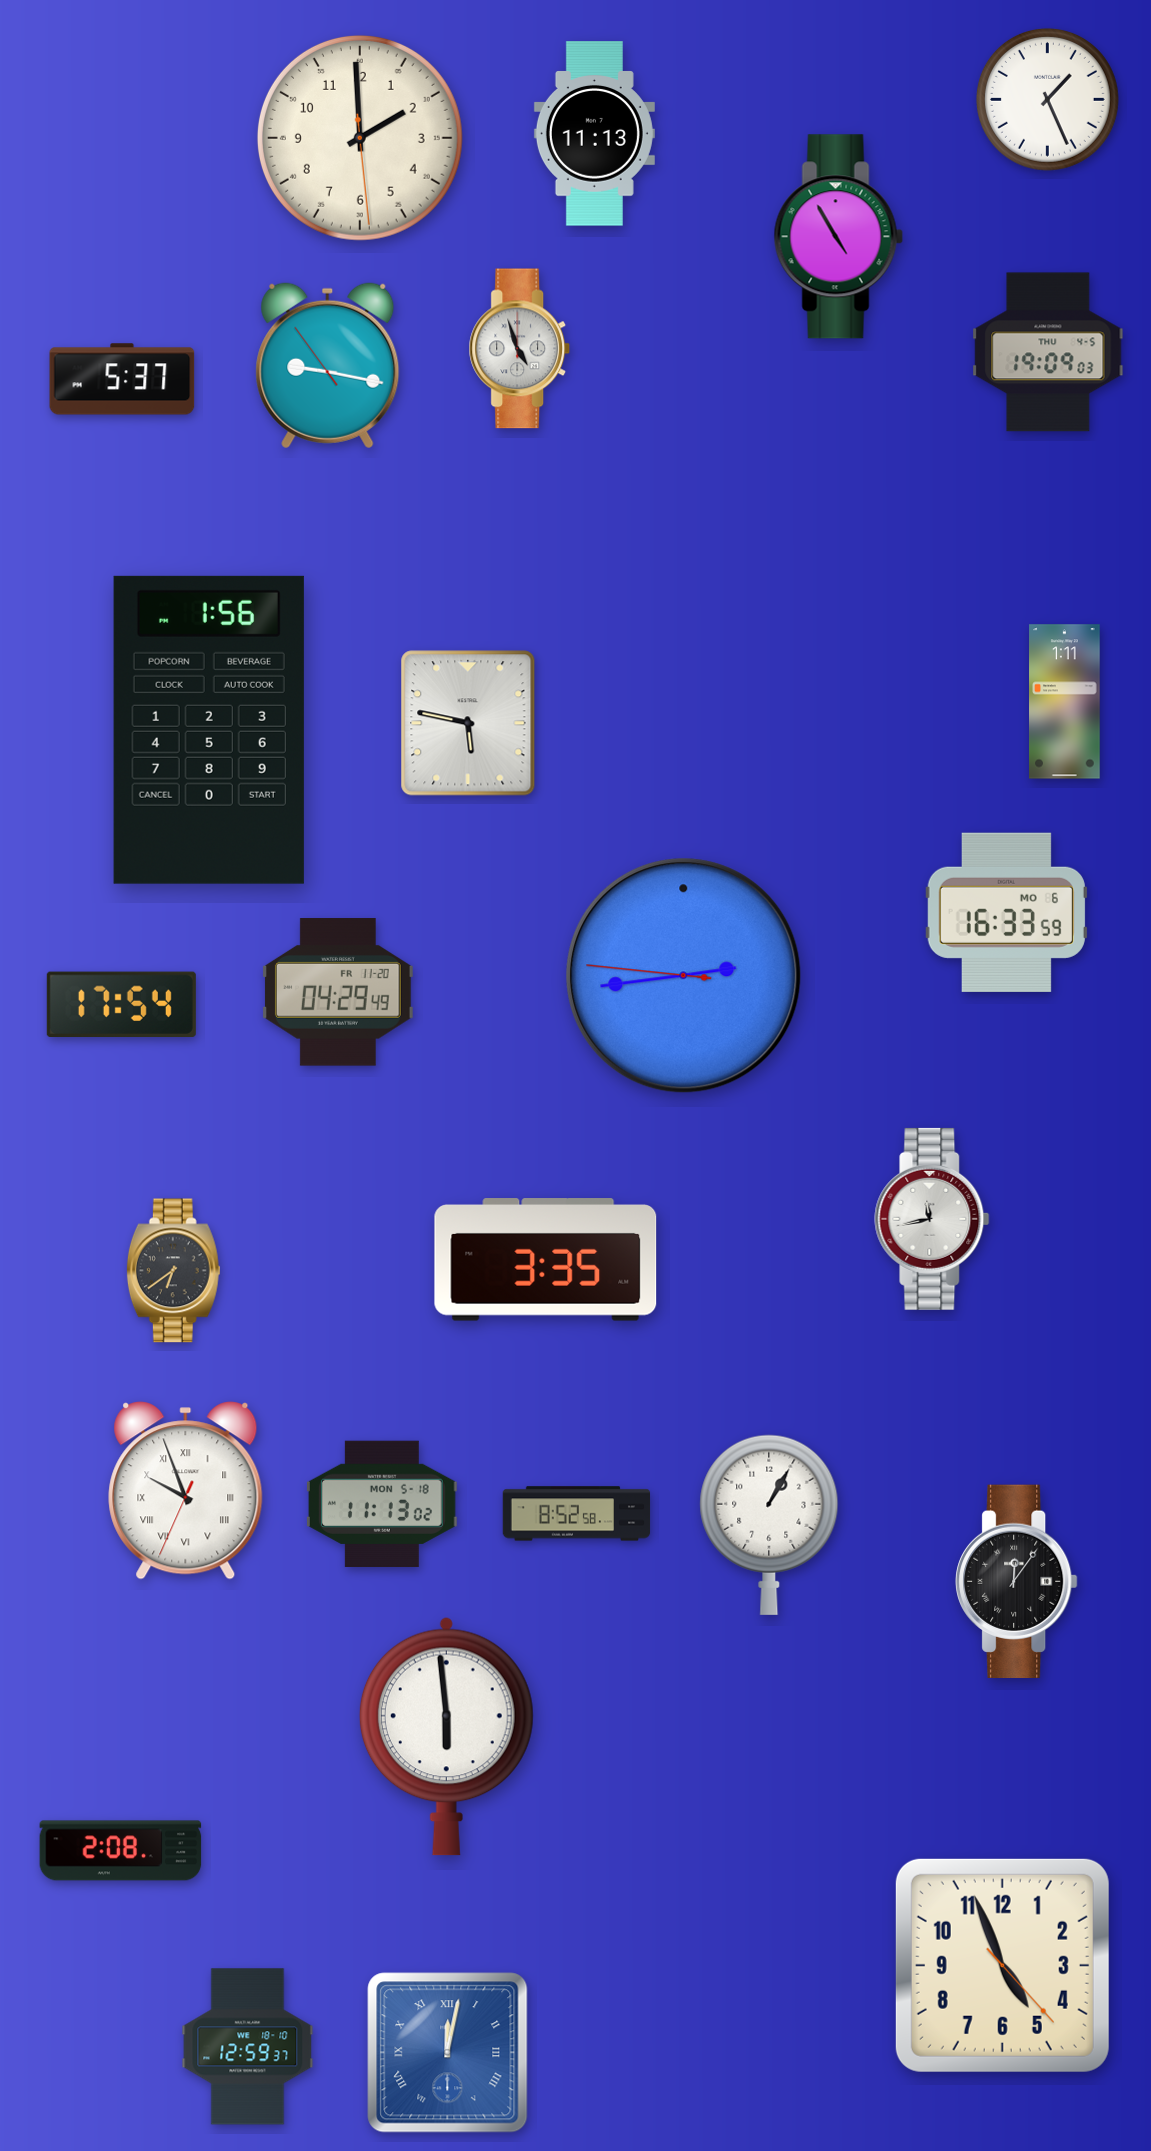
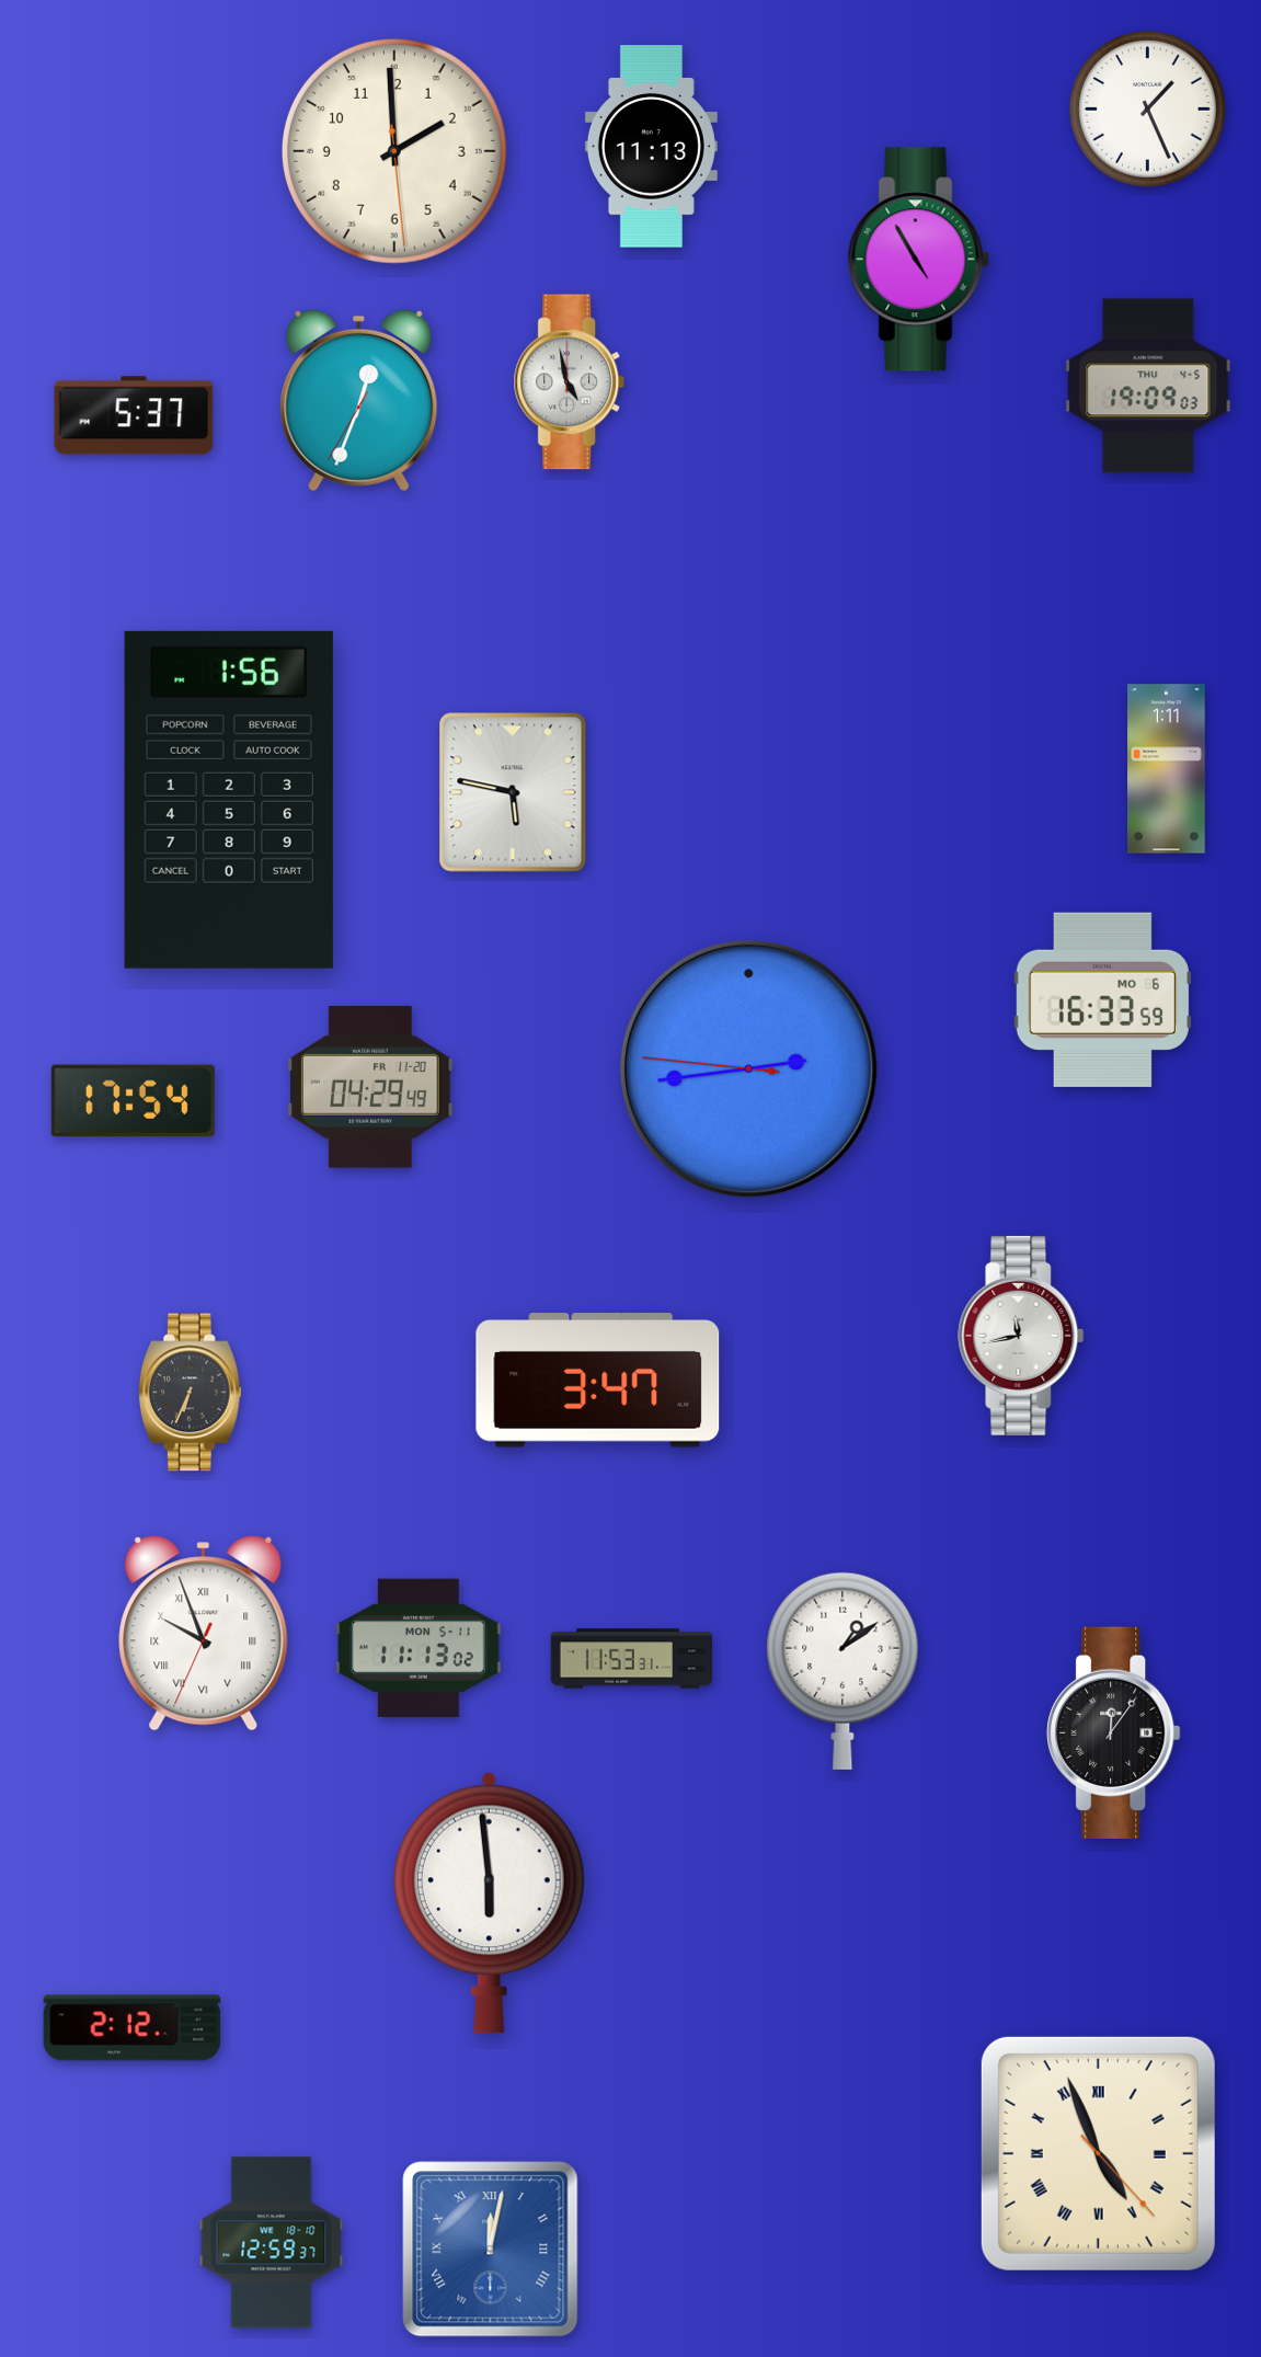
clock at (520, 349): 4:57 -> 4:58
clock at (328, 366): 9:16 -> 12:33
clock at (546, 1260): 3:35 -> 3:47
clock at (173, 1271): 6:39 -> 6:34
clock at (383, 1503) date: MON 5-18 -> MON 5-11
clock at (577, 1514): 8:52 -> 11:53
clock at (769, 1525): 1:05 -> 1:09
clock at (121, 1851): 2:08 -> 2:12
clock at (1002, 1965) numerals: Arabic -> Roman
